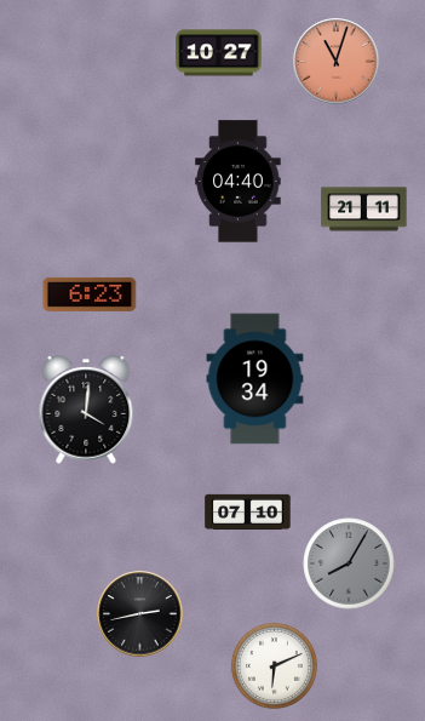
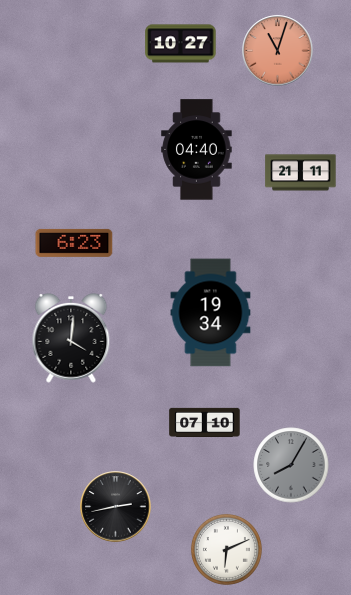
clock at (349, 563) position: (349, 563) -> (291, 465)
